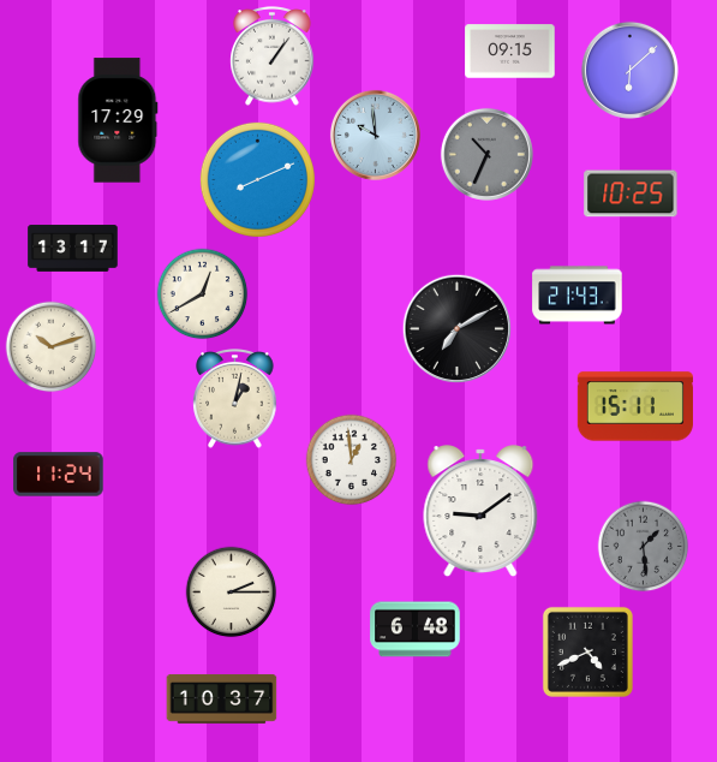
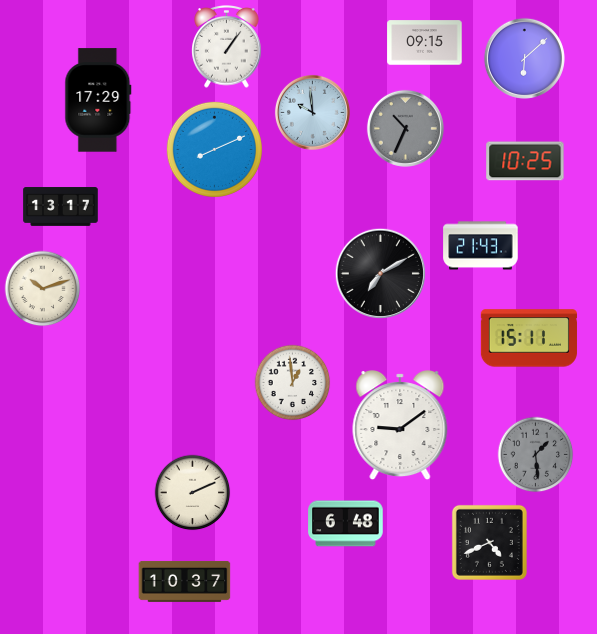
clock at (203, 294): 12:40 -> none
clock at (235, 399): 1:02 -> none
clock at (59, 475): 11:24 -> none
clock at (232, 593): 2:15 -> 2:11
